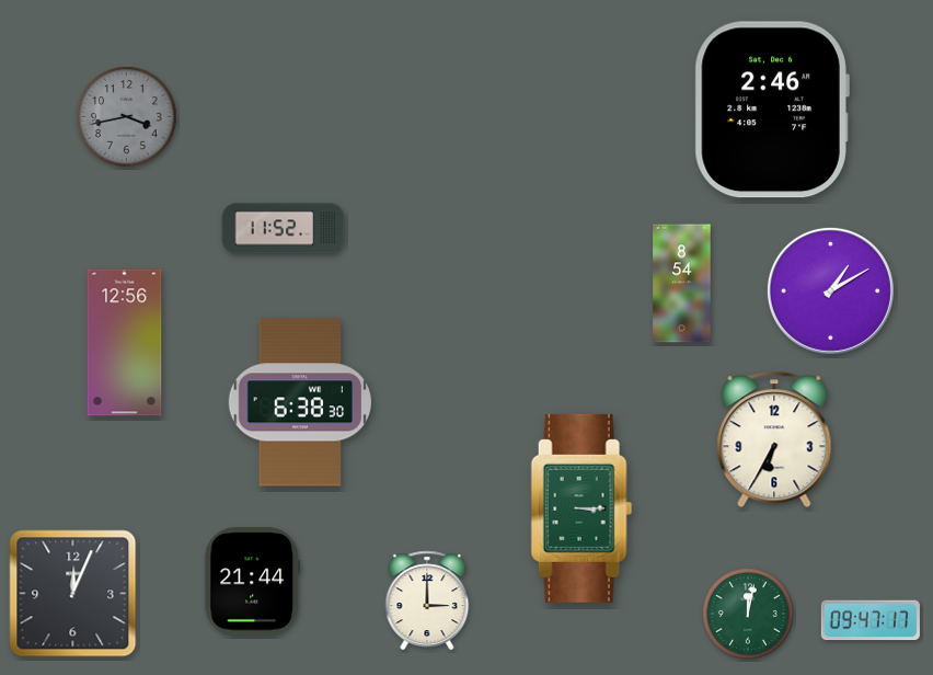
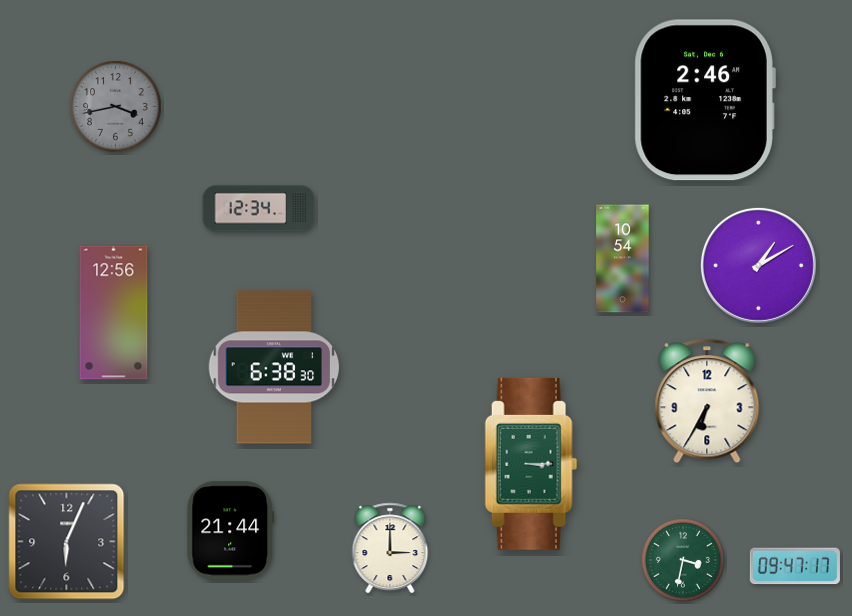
clock at (284, 229): 11:52 -> 12:34
clock at (682, 284): 8:54 -> 10:54
clock at (73, 594): 12:04 -> 6:04
clock at (749, 615): 12:02 -> 3:32
